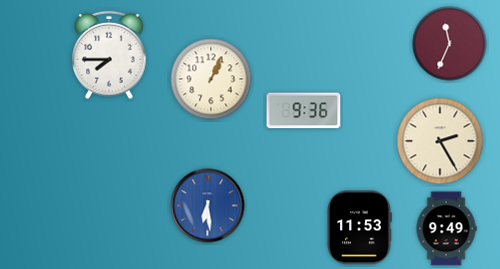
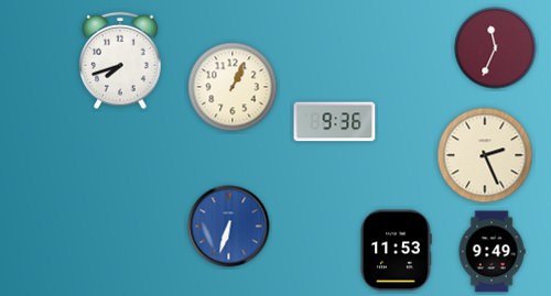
clock at (109, 55): 7:45 -> 7:42
clock at (440, 141): 2:25 -> 2:26
clock at (208, 206): 6:29 -> 6:33
